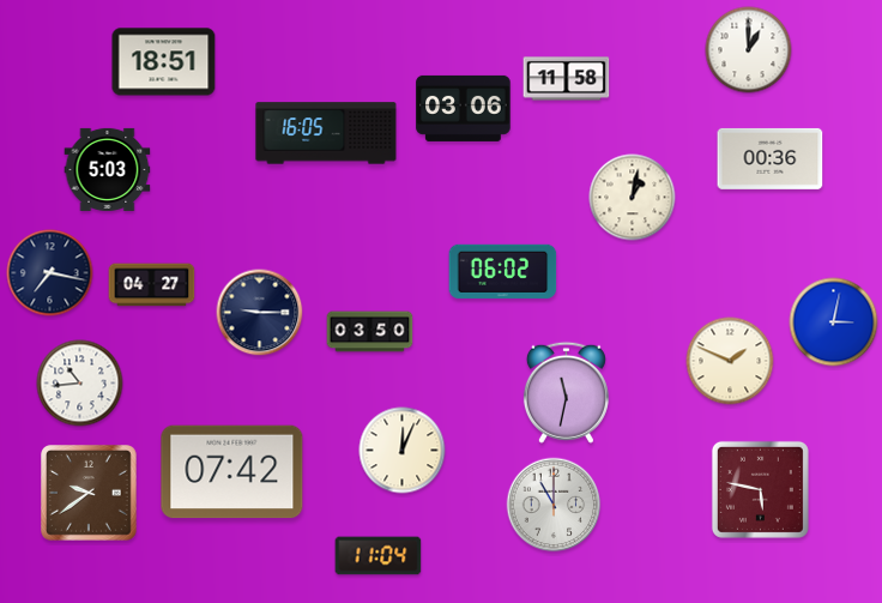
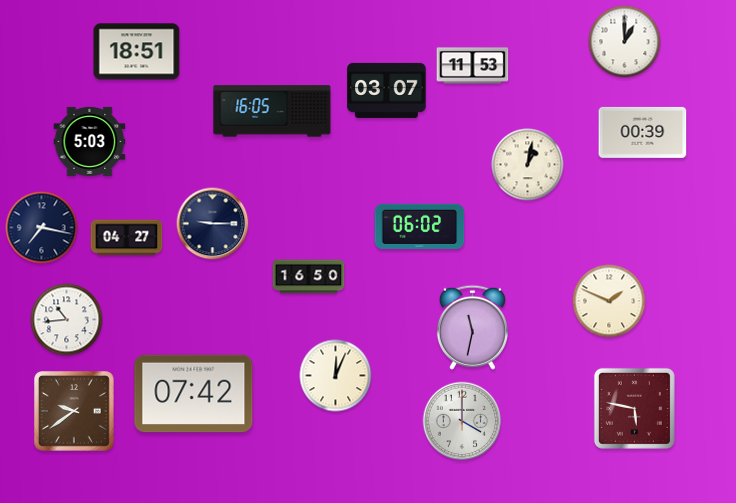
clock at (567, 79): 11:58 -> 11:53
clock at (464, 108): 03:06 -> 03:07
clock at (771, 158): 00:36 -> 00:39
clock at (260, 313) position: (260, 313) -> (213, 224)
clock at (834, 322): 3:02 -> none
clock at (370, 332): 03:50 -> 16:50
clock at (554, 505): 11:00 -> 4:00
clock at (379, 556): 11:04 -> none
